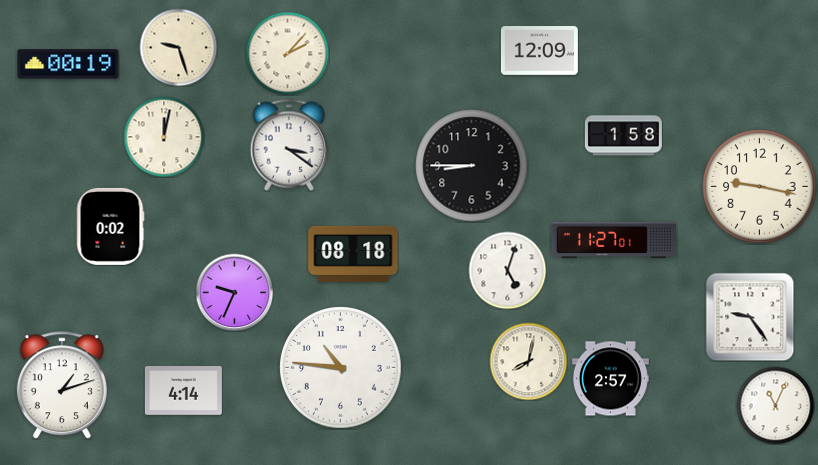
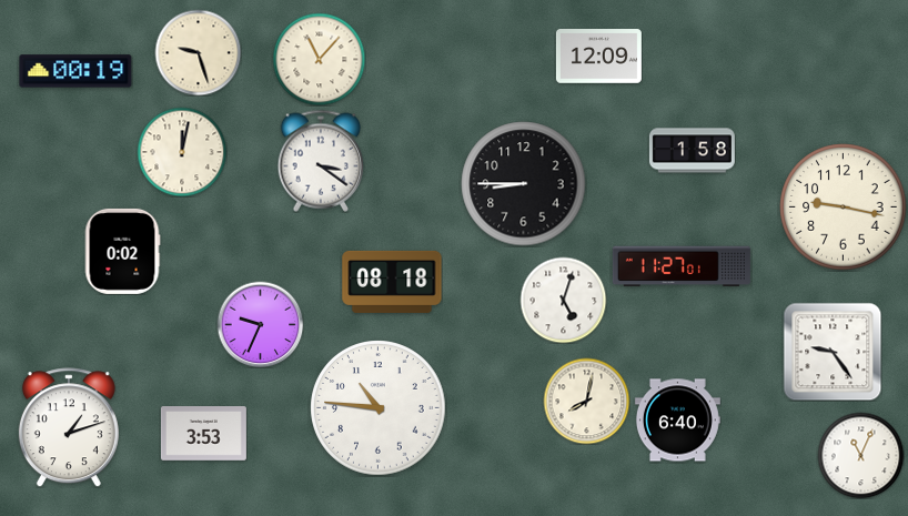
clock at (287, 53): 2:07 -> 11:07
clock at (610, 379): 2:57 -> 6:40
clock at (183, 391): 4:14 -> 3:53
clock at (775, 405) position: (775, 405) -> (860, 455)
